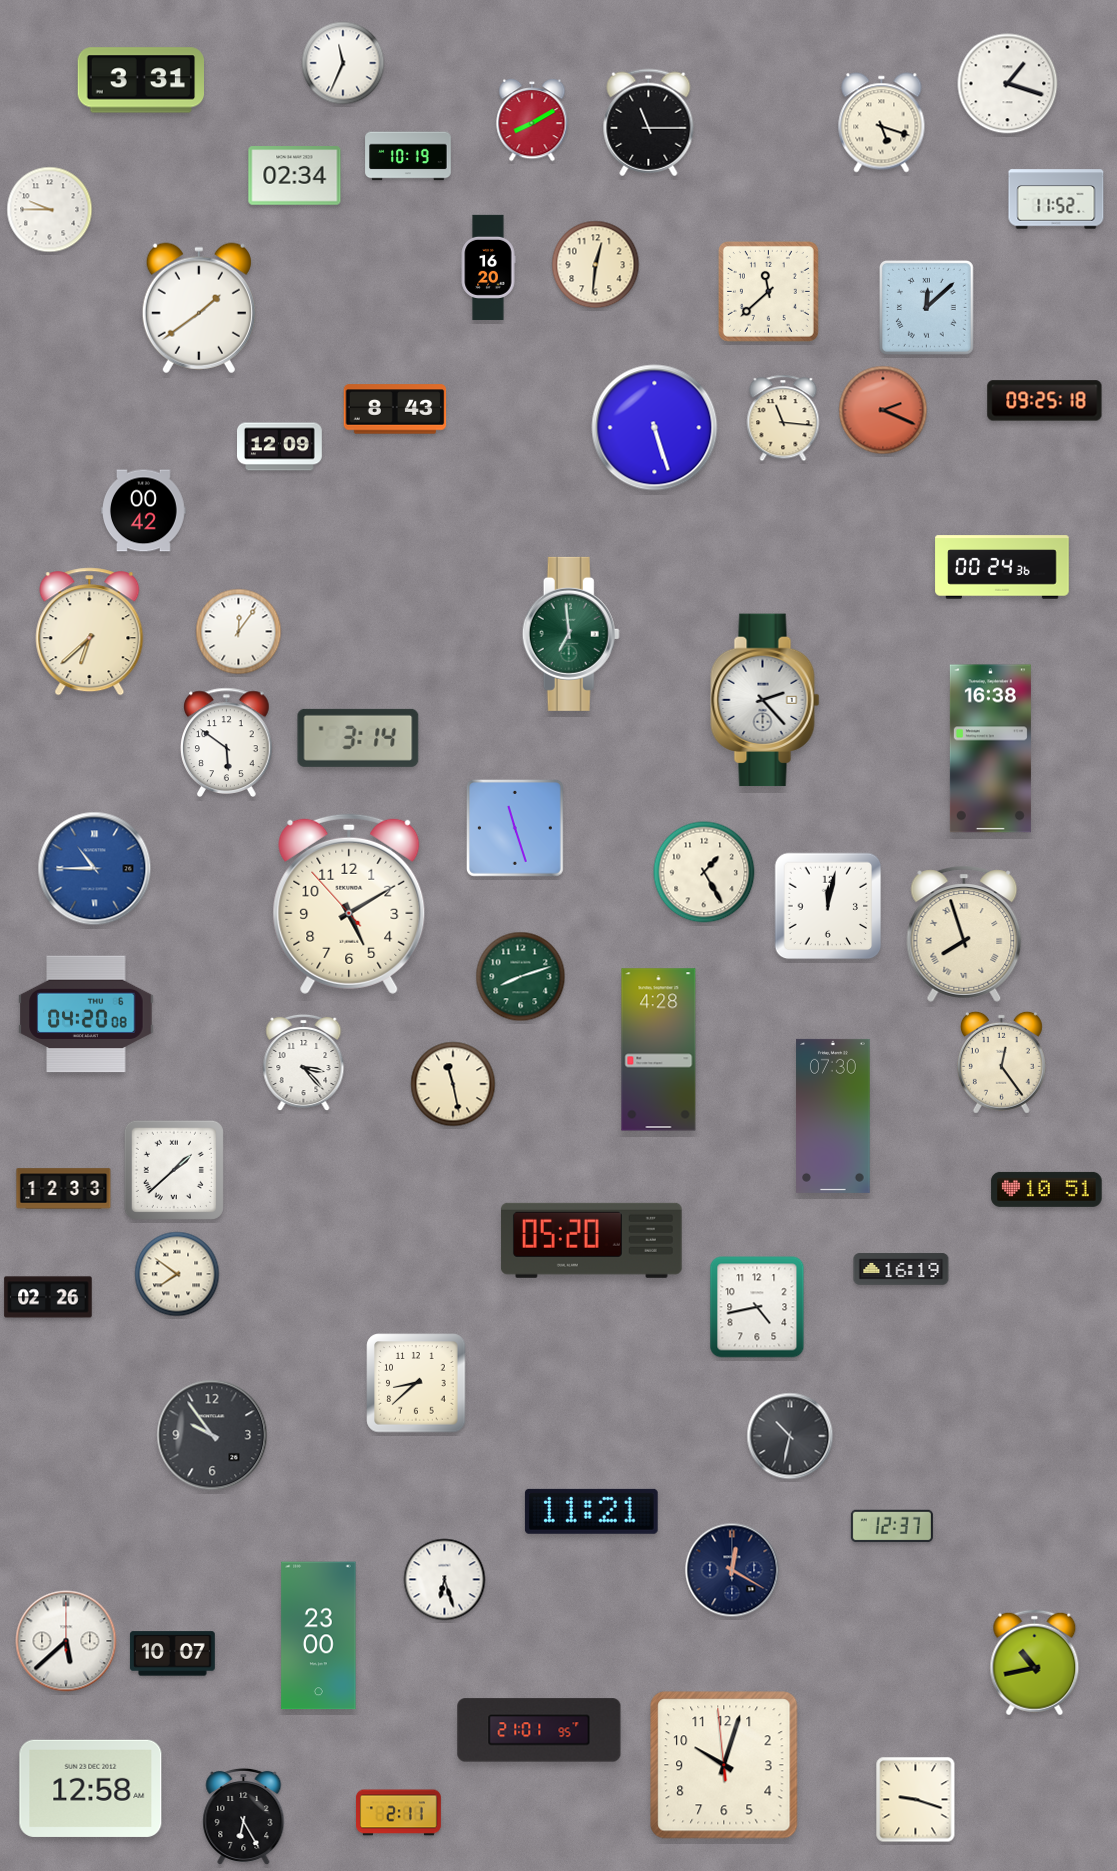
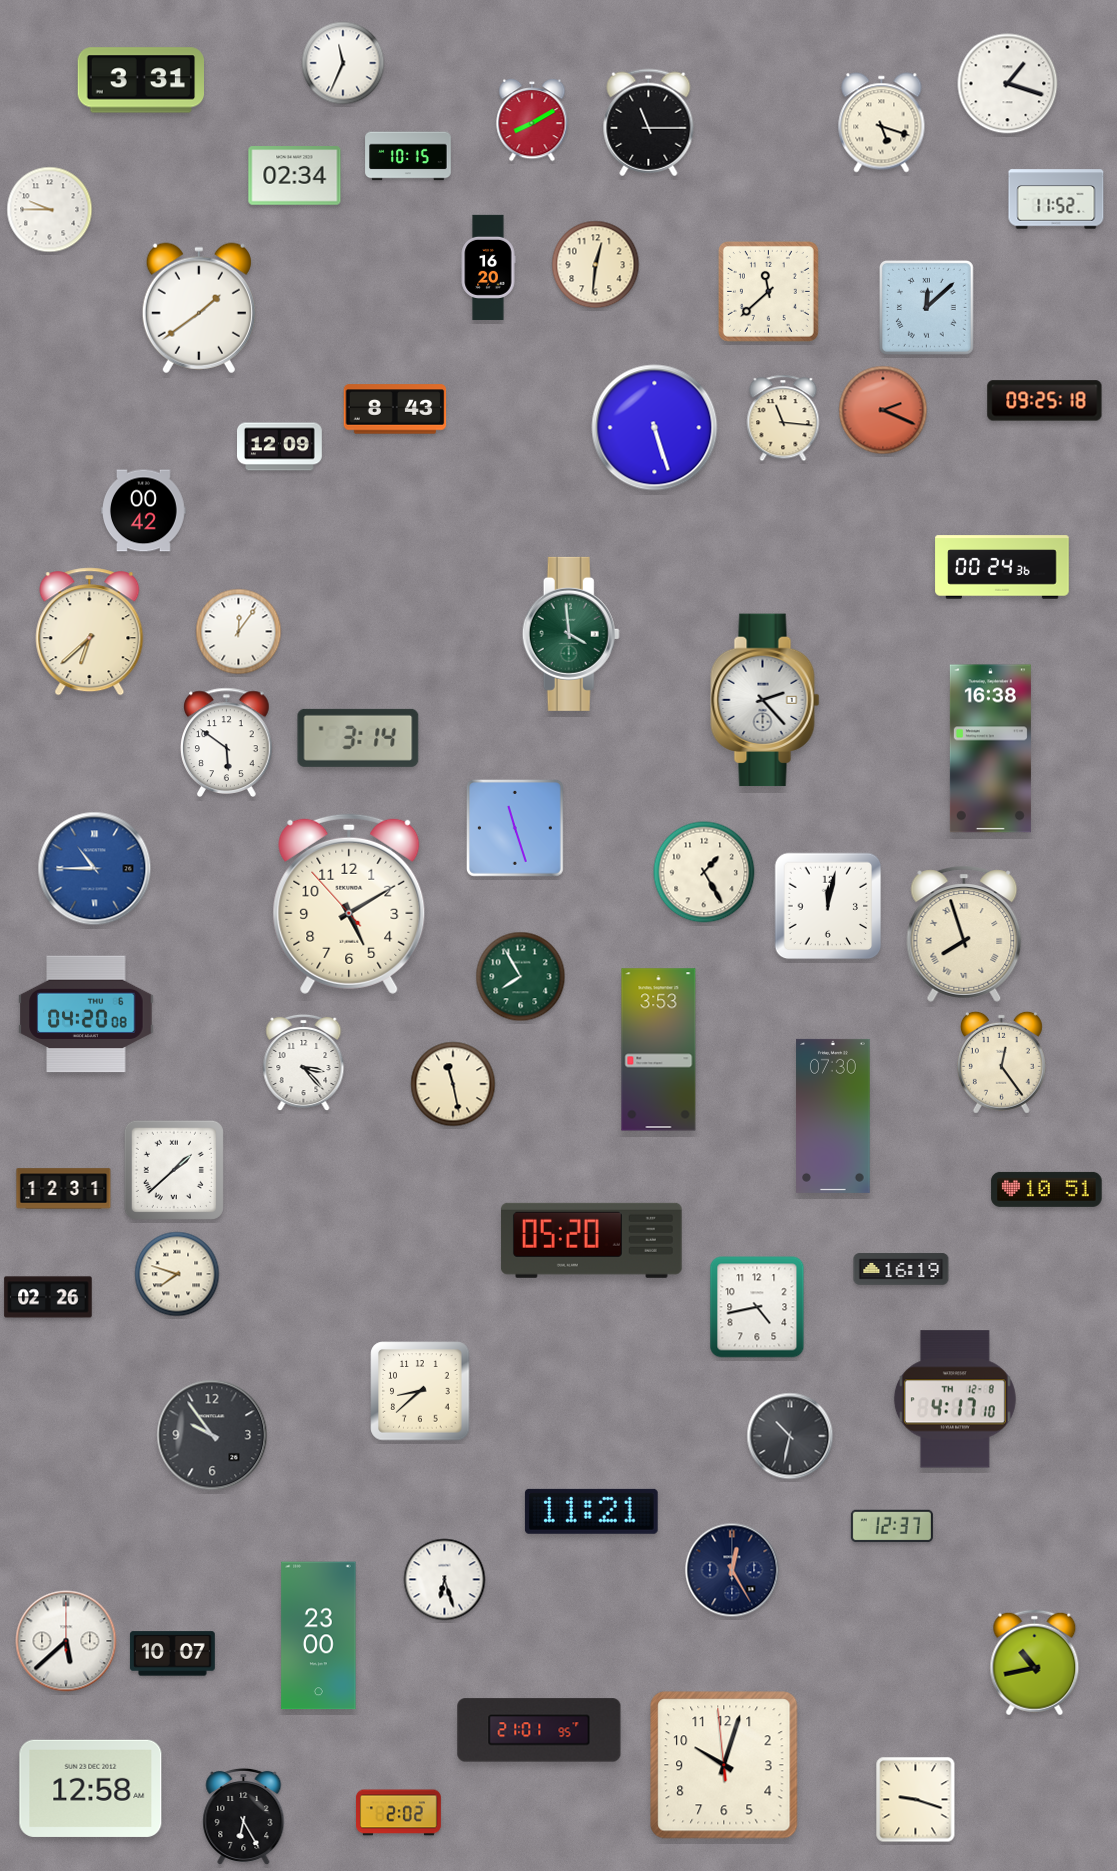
clock at (408, 156): 10:19 -> 10:15
clock at (571, 634): 6:59 -> 3:59
clock at (521, 977): 8:12 -> 7:55
clock at (659, 1050): 4:28 -> 3:53
clock at (64, 1189): 12:33 -> 12:31
clock at (177, 1274): 7:51 -> 7:48
clock at (416, 1383) position: (416, 1383) -> (420, 1391)
clock at (955, 1399): none -> 4:17
clock at (732, 1570): 12:20 -> 12:25
clock at (399, 1813): 2:11 -> 2:02
